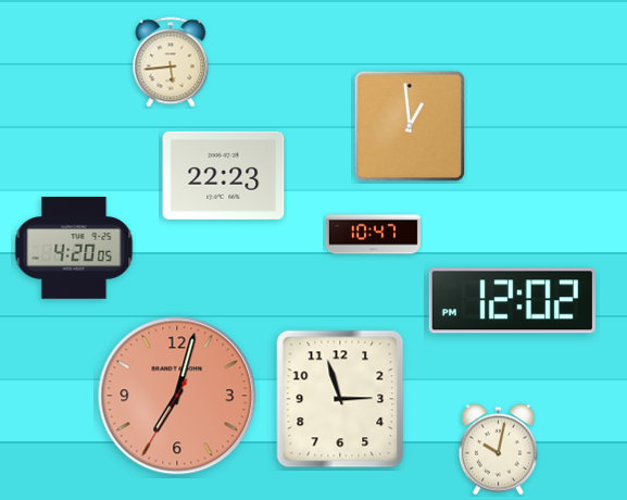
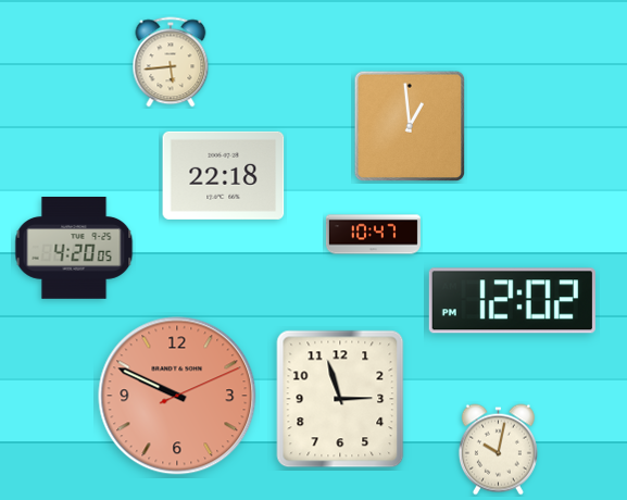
clock at (224, 175): 22:23 -> 22:18
clock at (177, 396): 7:02 -> 9:49
